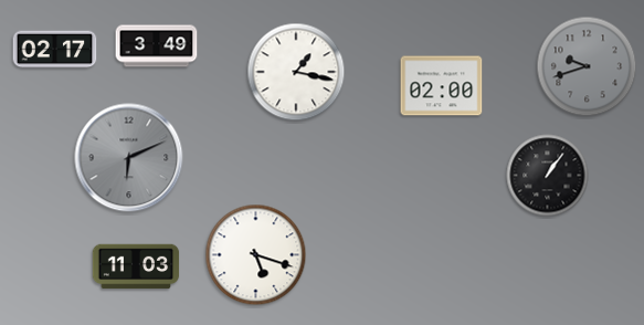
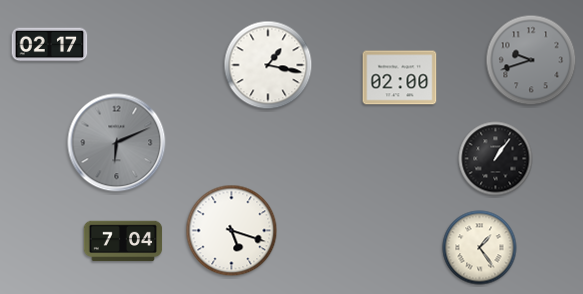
clock at (157, 46): 3:49 -> none
clock at (136, 266): 11:03 -> 7:04
clock at (480, 248): none -> 1:24
